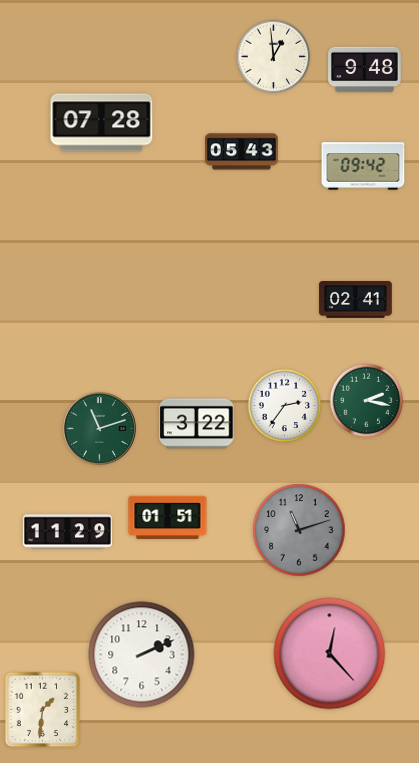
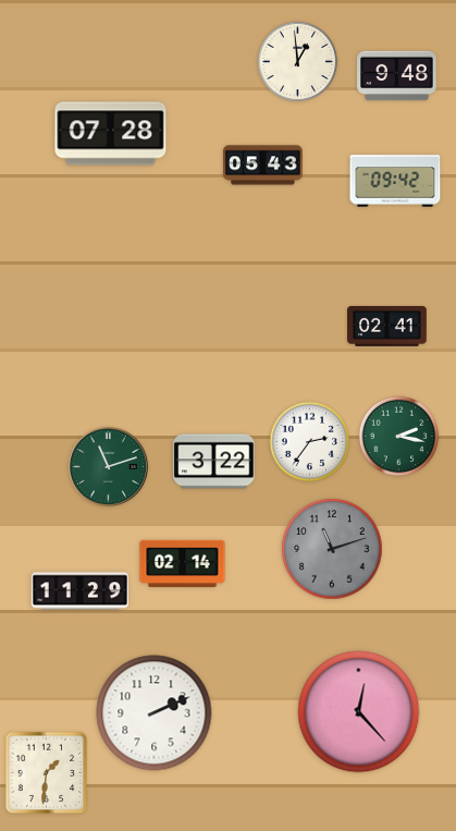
clock at (168, 517): 01:51 -> 02:14
clock at (299, 530) position: (299, 530) -> (332, 549)
clock at (67, 532) position: (67, 532) -> (79, 591)
